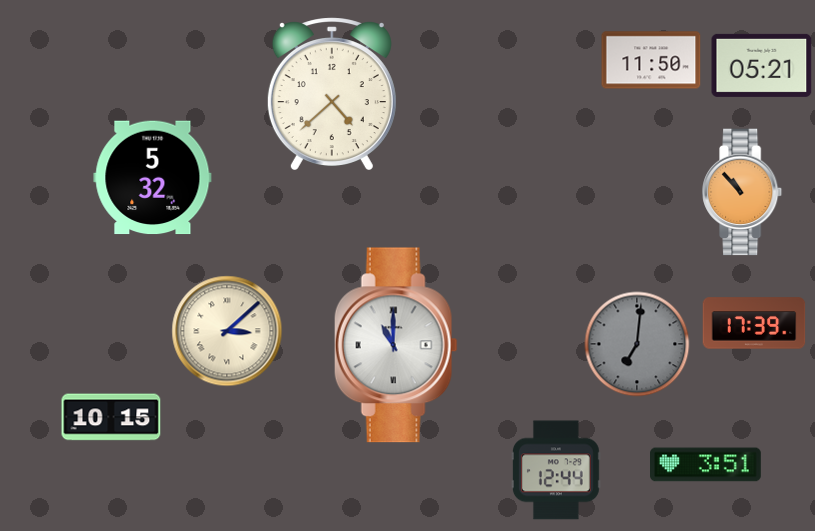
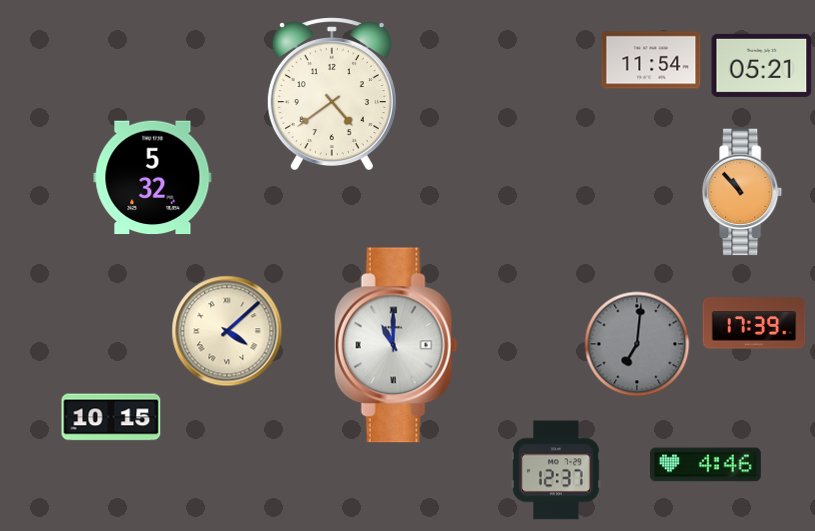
clock at (651, 60): 11:50 -> 11:54
clock at (332, 93): 4:38 -> 4:39
clock at (227, 331): 3:08 -> 4:08
clock at (706, 465): 3:51 -> 4:46
clock at (556, 470): 12:44 -> 12:37
